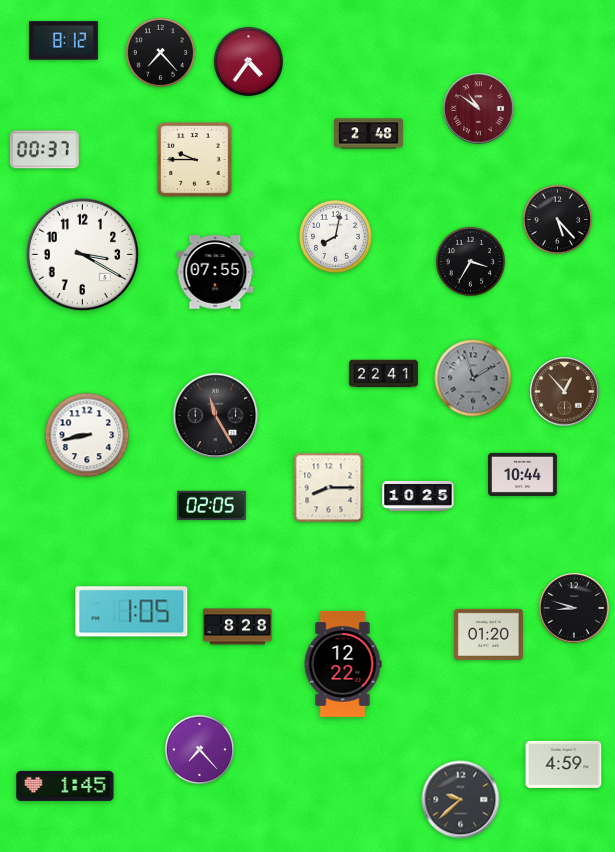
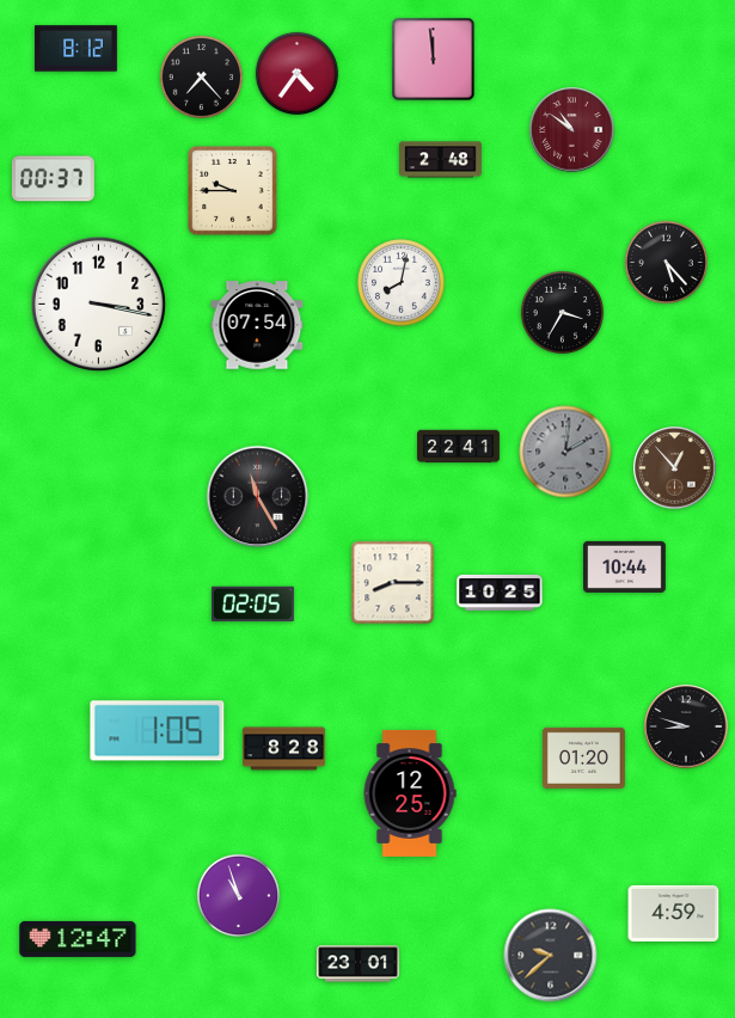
clock at (434, 60): none -> 11:59
clock at (160, 52) position: (160, 52) -> (201, 76)
clock at (83, 255): 3:20 -> 3:17
clock at (215, 272): 07:55 -> 07:54
clock at (473, 378): 1:57 -> 2:01
clock at (87, 435): 8:43 -> none
clock at (343, 664): 12:22 -> 12:25
clock at (199, 749): 7:23 -> 10:57
clock at (65, 786): 1:45 -> 12:47
clock at (359, 964): none -> 23:01
